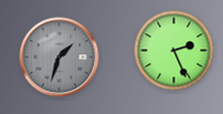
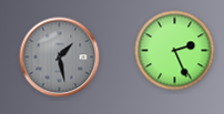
clock at (60, 58): 1:33 -> 1:28
